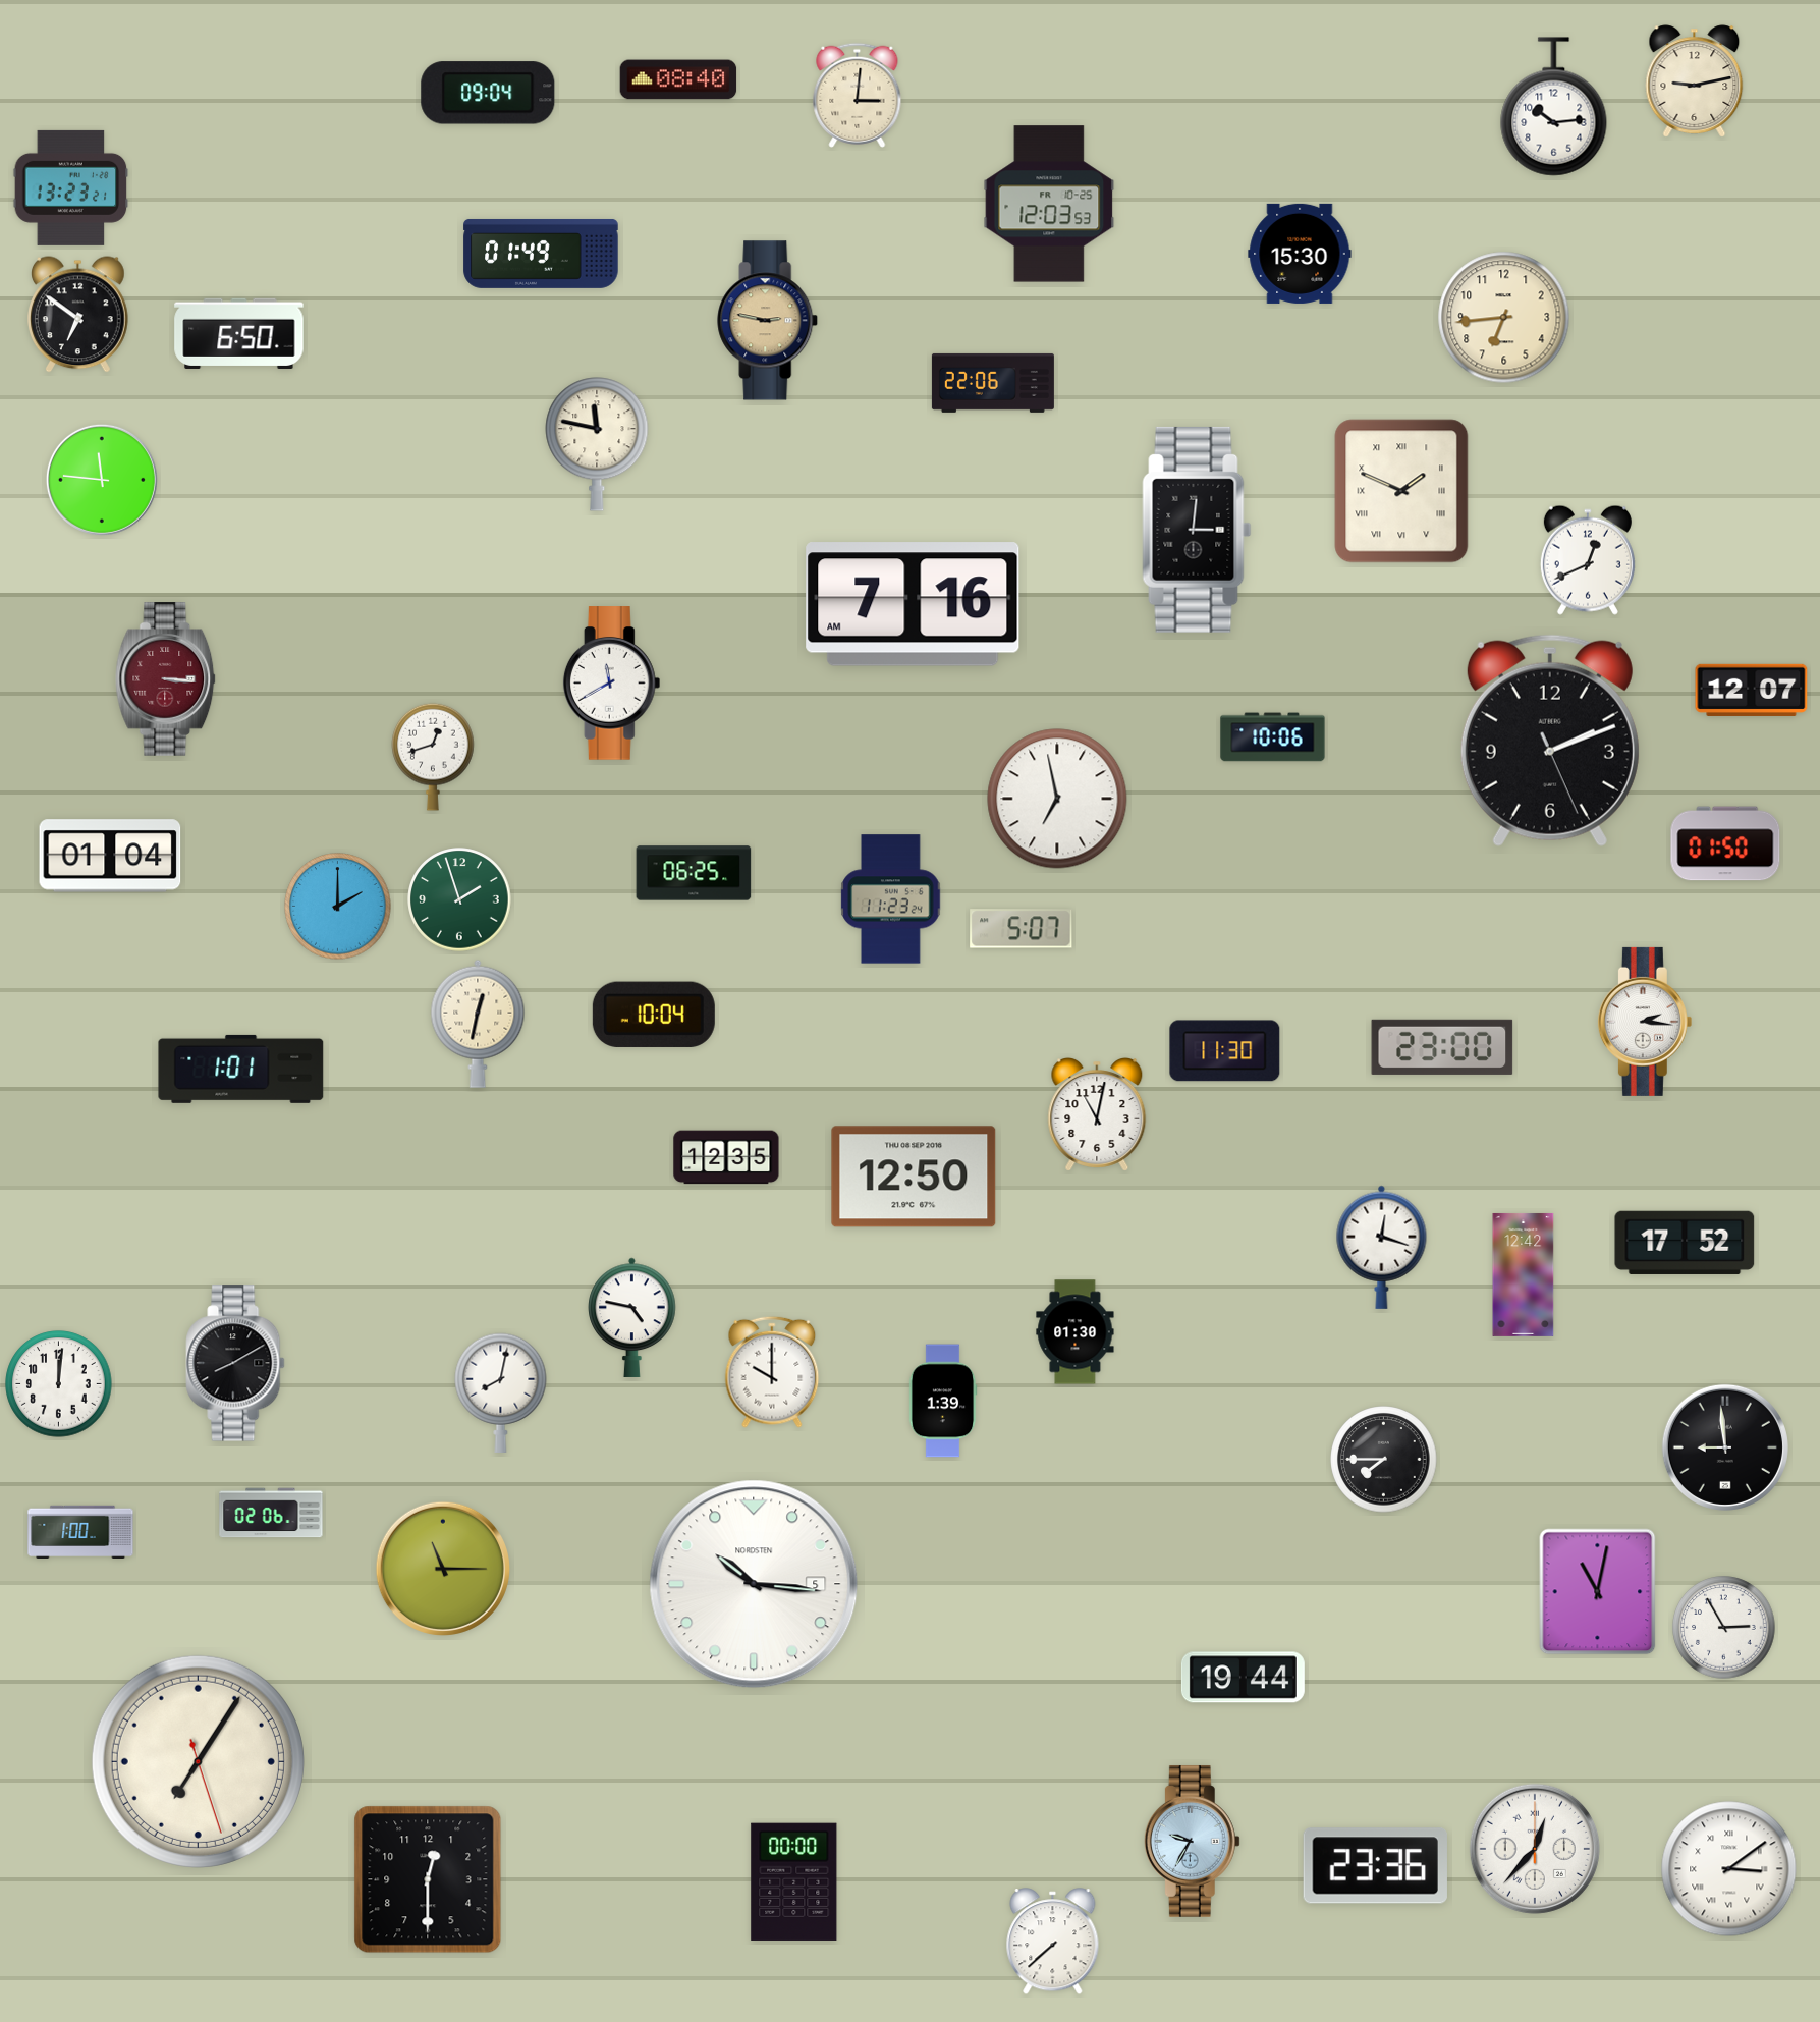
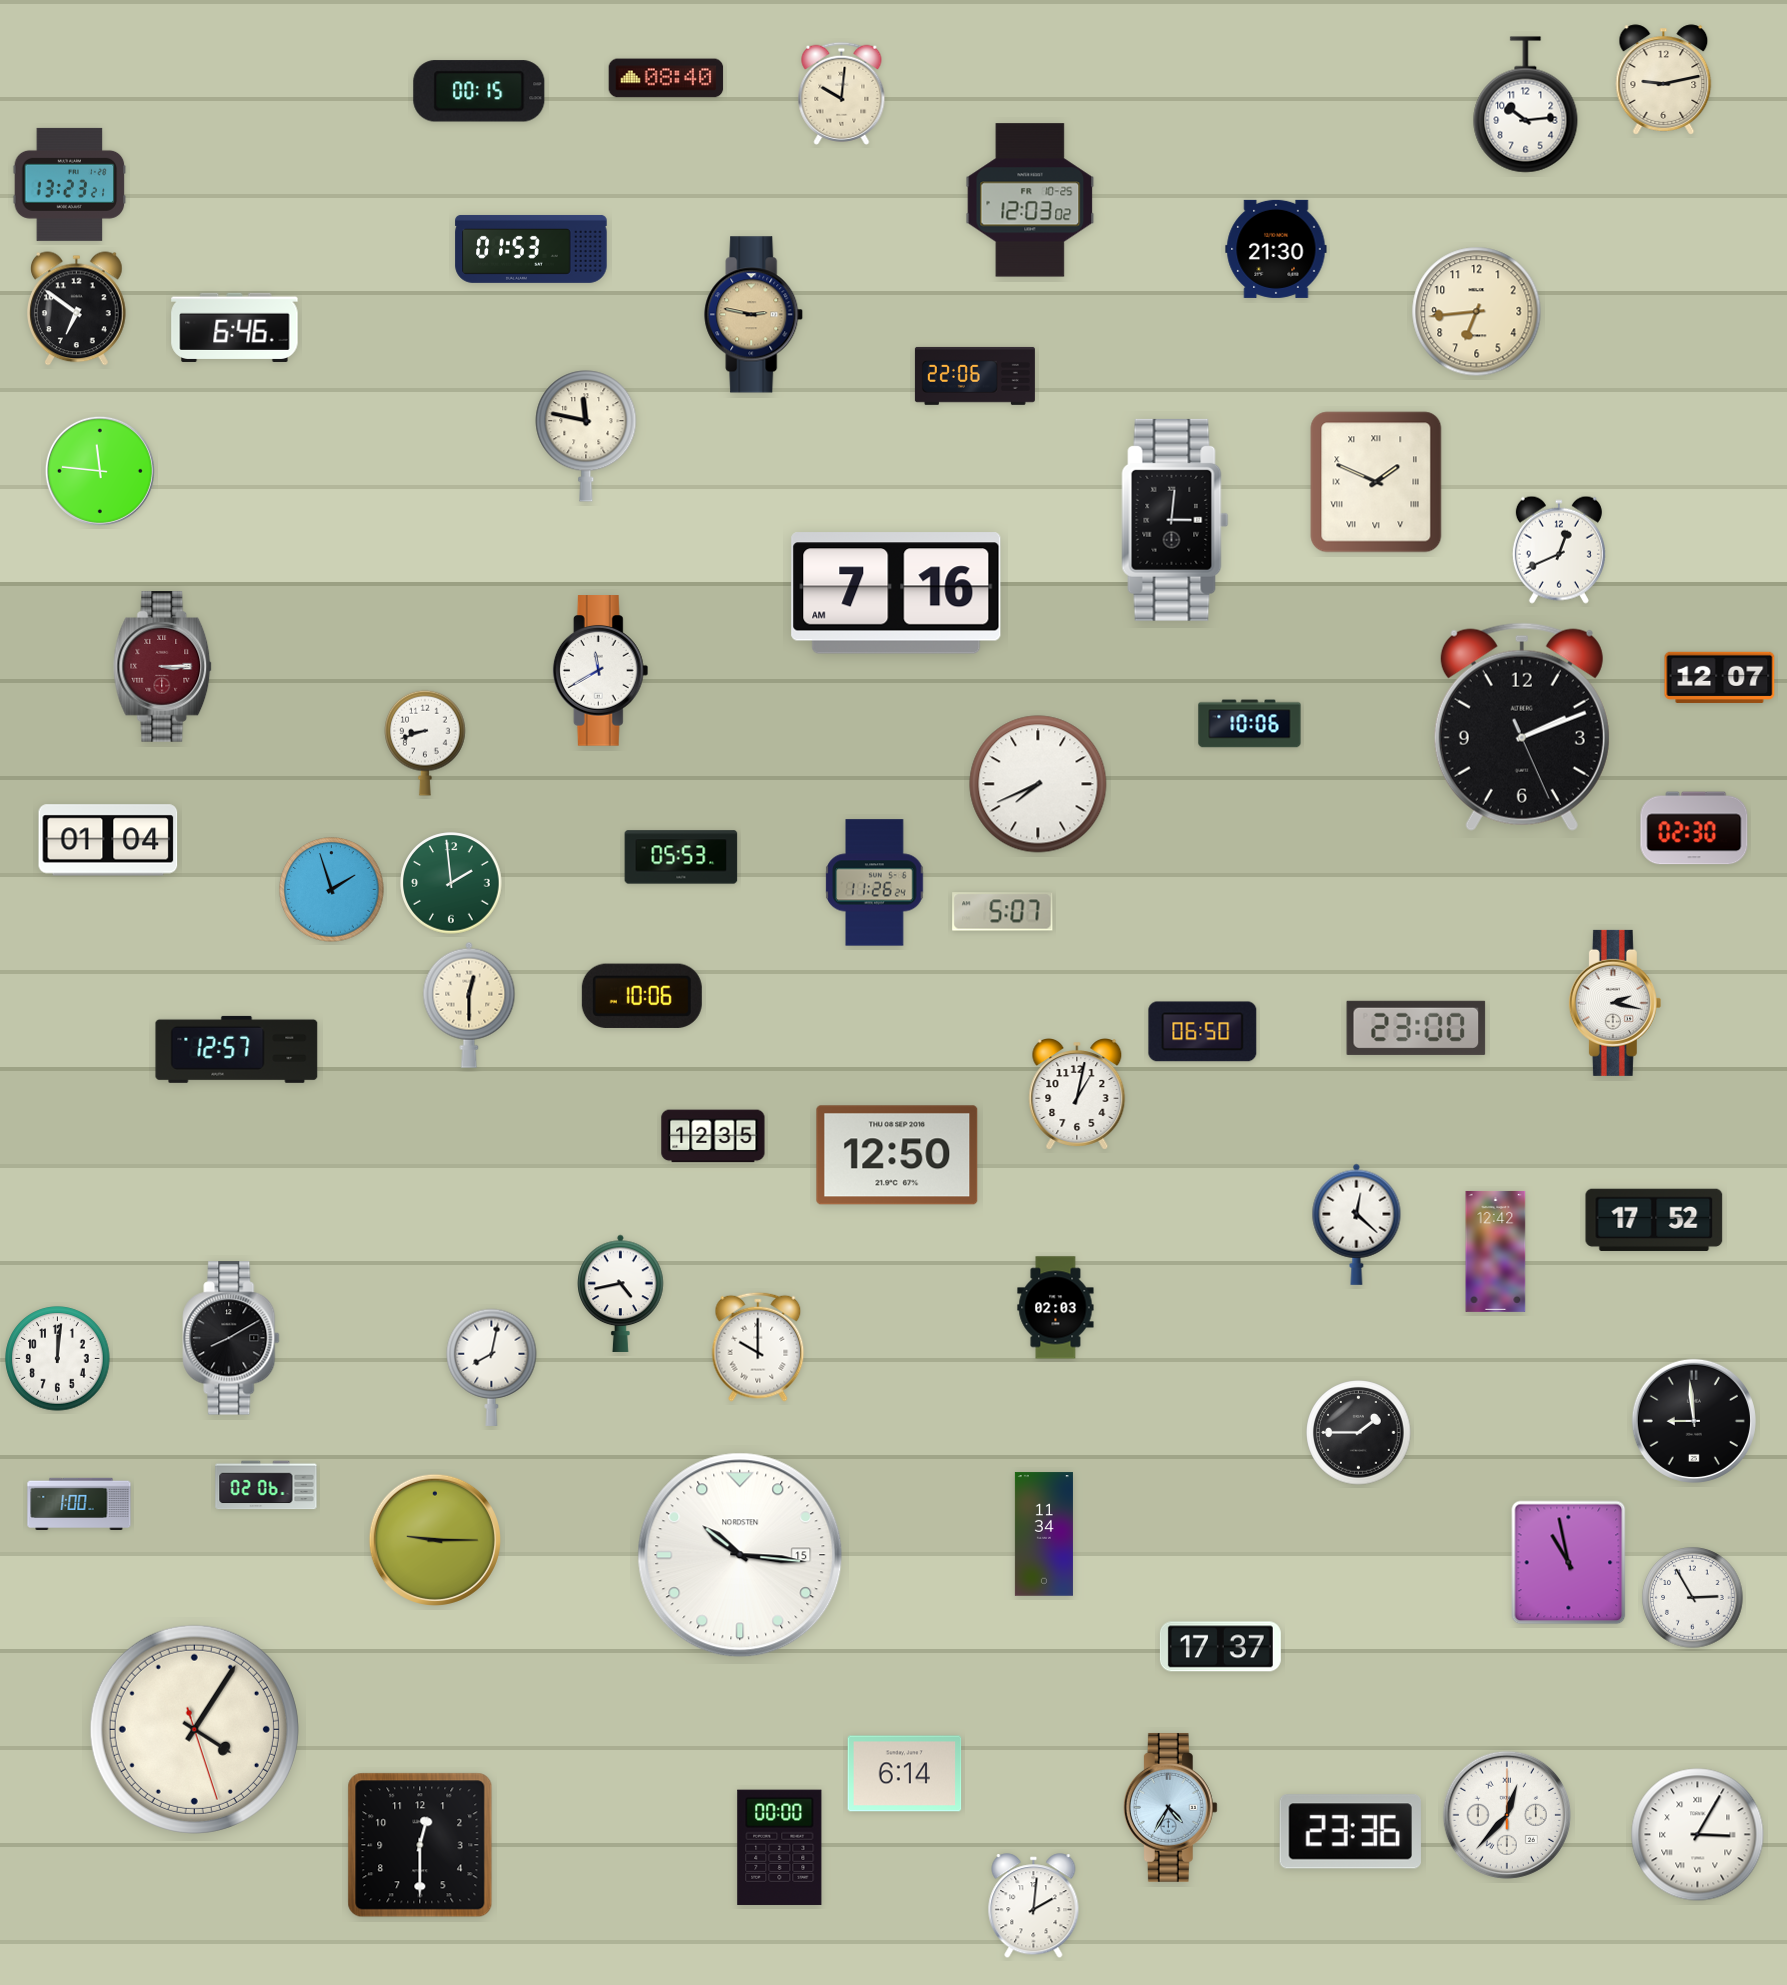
clock at (488, 93): 09:04 -> 00:15
clock at (858, 95): 3:01 -> 10:01
clock at (1049, 204): 12:03:53 -> 12:03:02
clock at (541, 254): 01:49 -> 01:53
clock at (1300, 254): 15:30 -> 21:30
clock at (239, 333): 6:50 -> 6:46
clock at (166, 679): 3:16 -> 3:15
clock at (433, 757): 12:42 -> 8:42
clock at (1057, 799): 6:58 -> 7:41
clock at (1725, 843): 01:50 -> 02:30
clock at (694, 873): 06:25 -> 05:53
clock at (459, 899): 1:57 -> 1:59
clock at (891, 899): 11:23 -> 11:26
clock at (338, 907): 2:00 -> 1:57
clock at (654, 1015): 10:04 -> 10:06
clock at (1645, 1022): 2:16 -> 2:17
clock at (478, 1024): 12:32 -> 12:30
clock at (1225, 1051): 11:30 -> 06:50
clock at (241, 1069): 1:01 -> 12:57
clock at (1097, 1115): 11:02 -> 1:02
clock at (1382, 1247): 12:18 -> 12:22
clock at (632, 1317): 4:47 -> 4:43
clock at (1076, 1332): 01:30 -> 02:03
clock at (943, 1401): 1:39 -> none
clock at (1384, 1460): 7:45 -> 1:45
clock at (1044, 1534): none -> 11:34
clock at (443, 1569): 11:15 -> 9:15
clock at (754, 1584) date: 5 -> 15
clock at (1598, 1592): 11:02 -> 10:58
clock at (1243, 1678): 19:44 -> 17:37
clock at (198, 1761): 7:05 -> 4:05
clock at (905, 1774): none -> 6:14
clock at (1192, 1841): 9:35 -> 4:35
clock at (1729, 1869): 3:09 -> 3:05
clock at (1053, 1942): 7:38 -> 2:01
